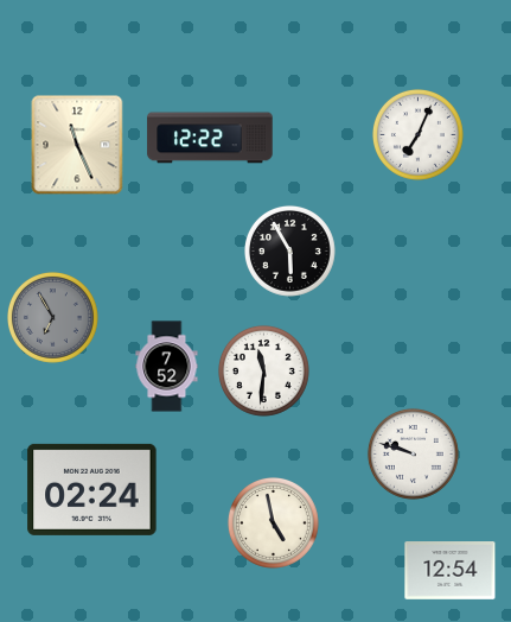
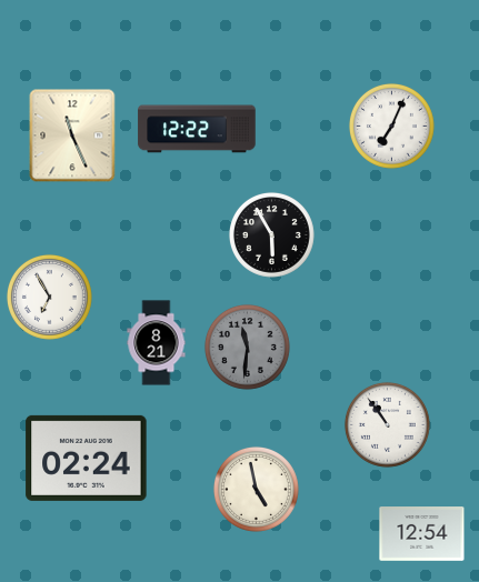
clock at (52, 317) dial: grey -> white
clock at (167, 367): 7:52 -> 8:21
clock at (263, 370) dial: white -> grey
clock at (413, 453): 9:48 -> 10:54
